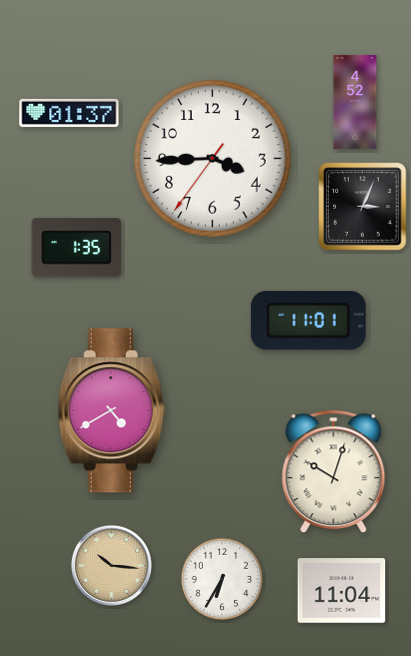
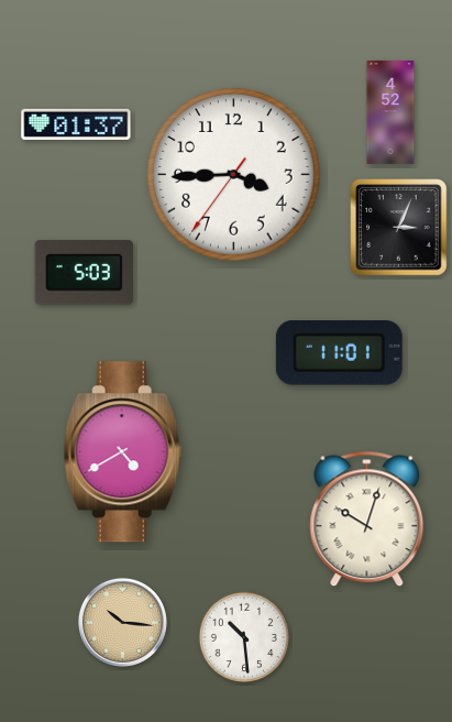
clock at (76, 248): 1:35 -> 5:03
clock at (221, 578): 6:35 -> 10:29
clock at (342, 591): 11:04 -> none
